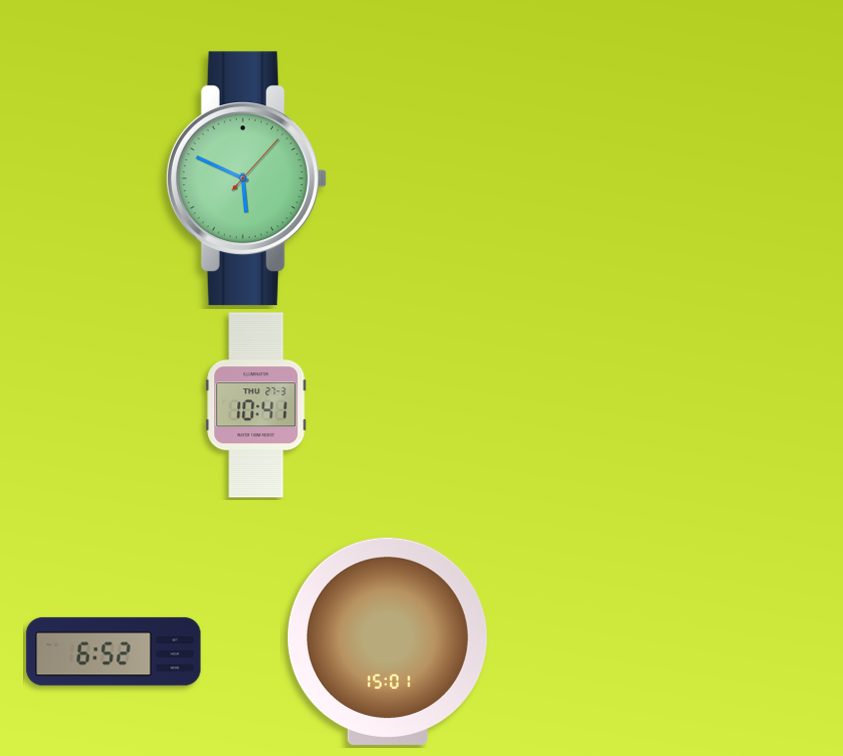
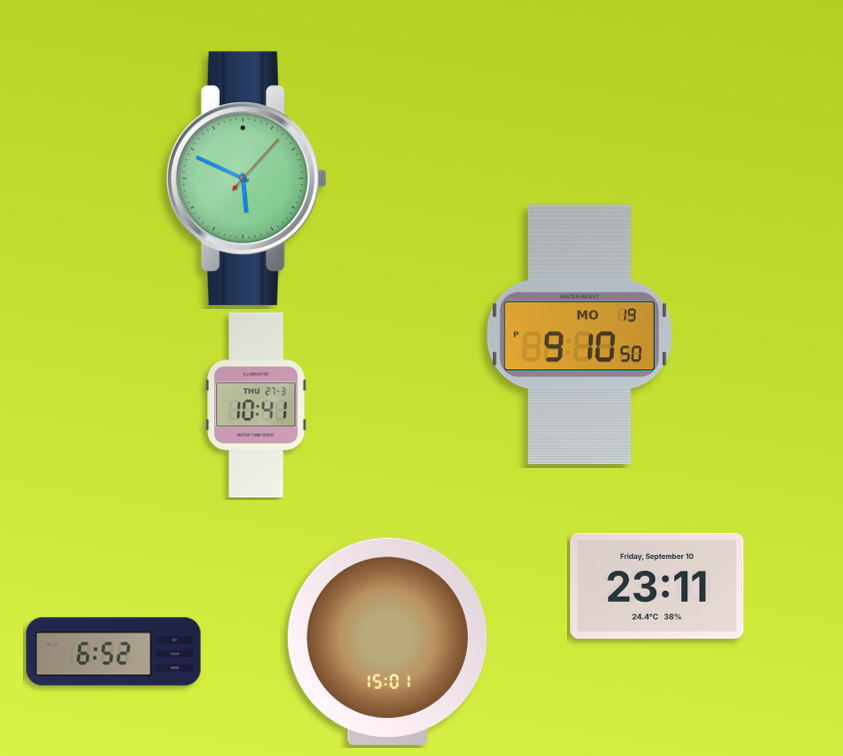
clock at (579, 335): none -> 9:10
clock at (657, 586): none -> 23:11
